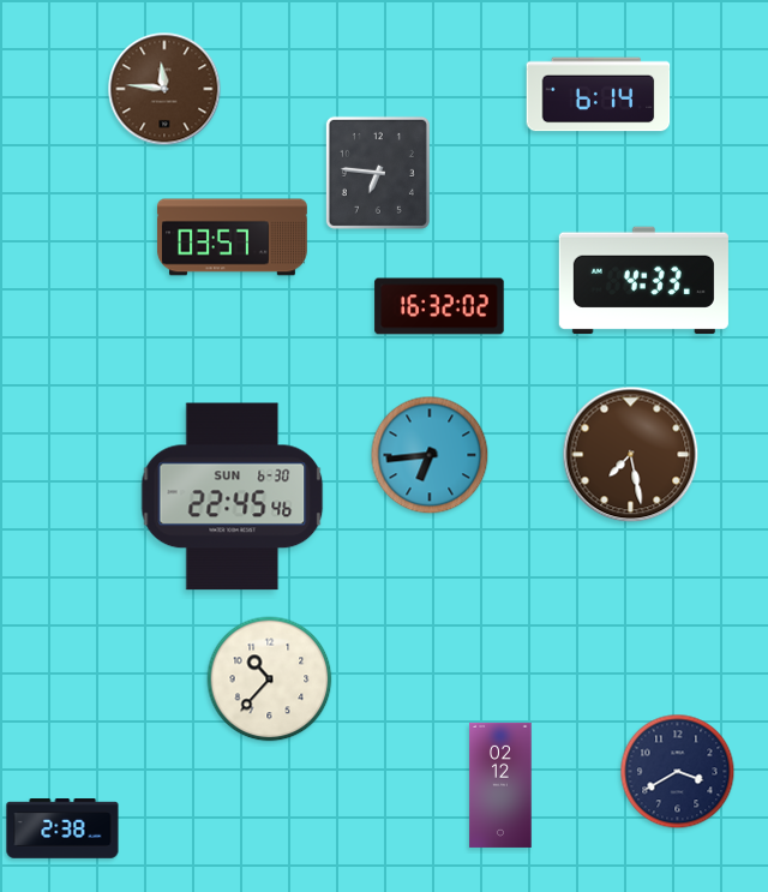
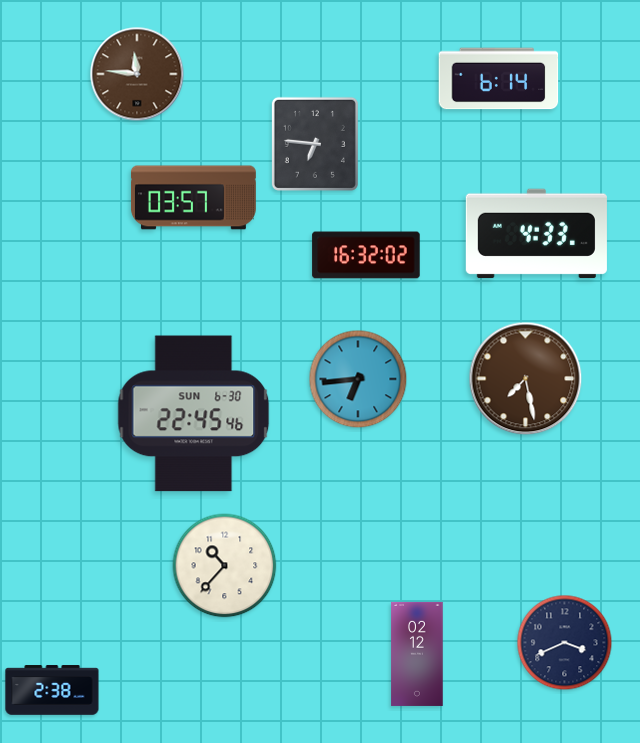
clock at (678, 772): 3:40 -> 3:41
